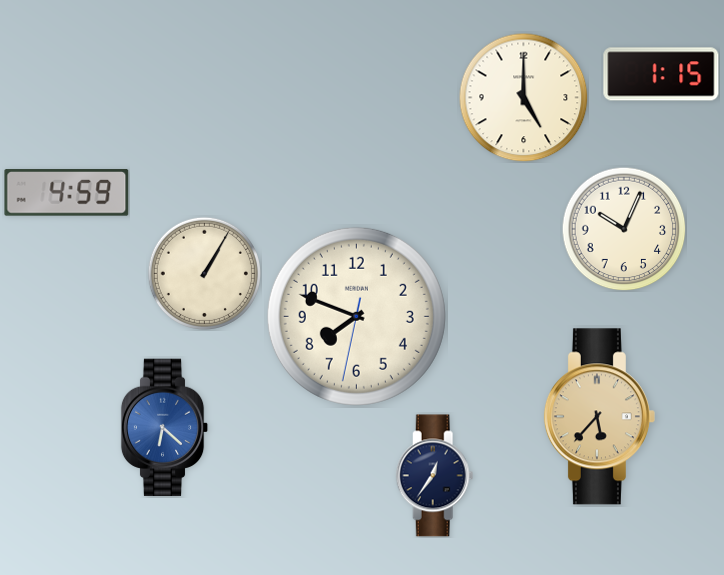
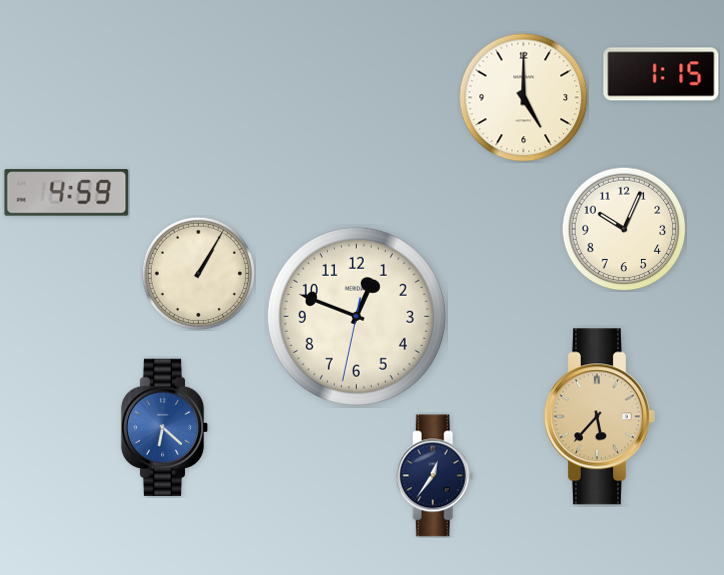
clock at (204, 273) position: (204, 273) -> (198, 273)
clock at (356, 316): 7:48 -> 12:48
